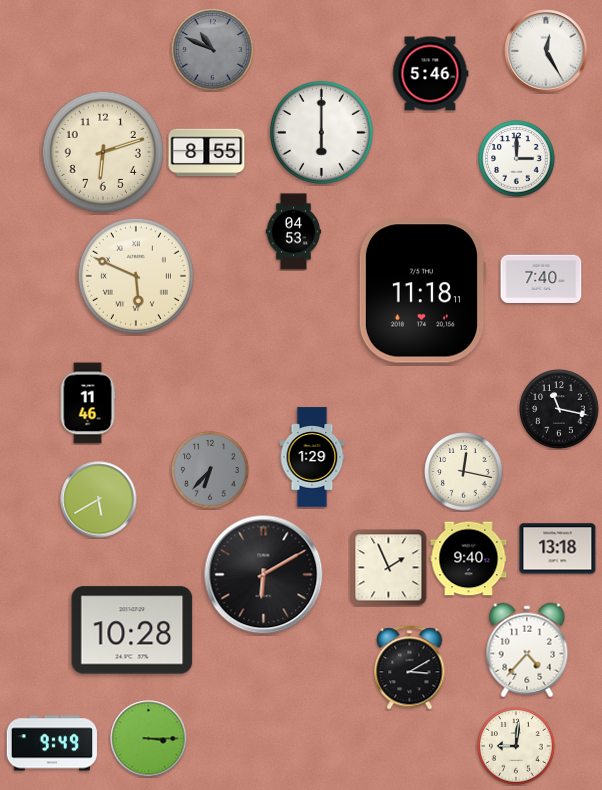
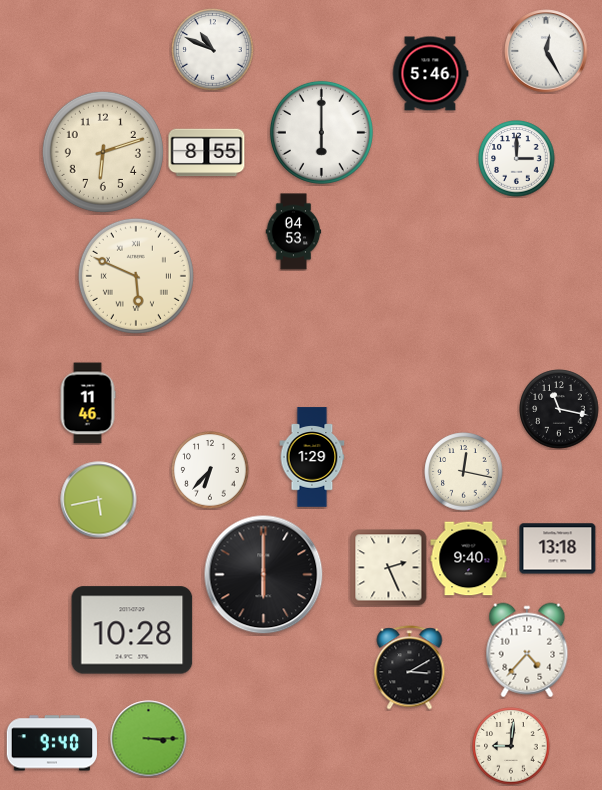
clock at (213, 50) dial: grey -> white
clock at (541, 279): 7:40 -> none
clock at (421, 291): 11:18 -> none
clock at (210, 470) dial: grey -> white
clock at (99, 500): 5:40 -> 5:43
clock at (389, 568): 1:56 -> 2:26
clock at (264, 575): 6:10 -> 6:00
clock at (51, 743): 9:49 -> 9:40
clock at (516, 746) position: (516, 746) -> (511, 746)
